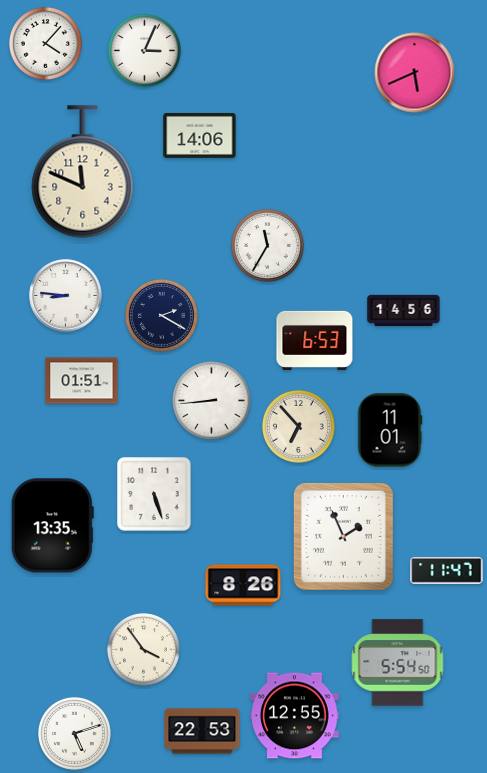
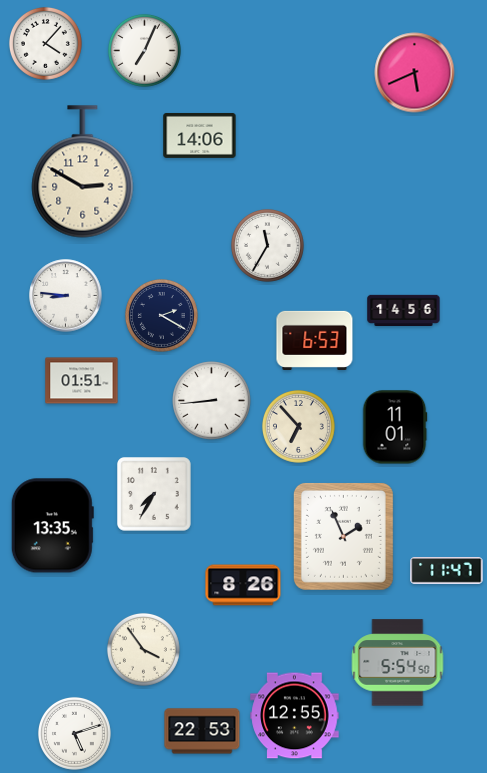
clock at (144, 50): 3:04 -> 7:04
clock at (83, 172): 11:49 -> 2:50
clock at (390, 430) position: (390, 430) -> (395, 427)
clock at (155, 495): 5:27 -> 7:35
